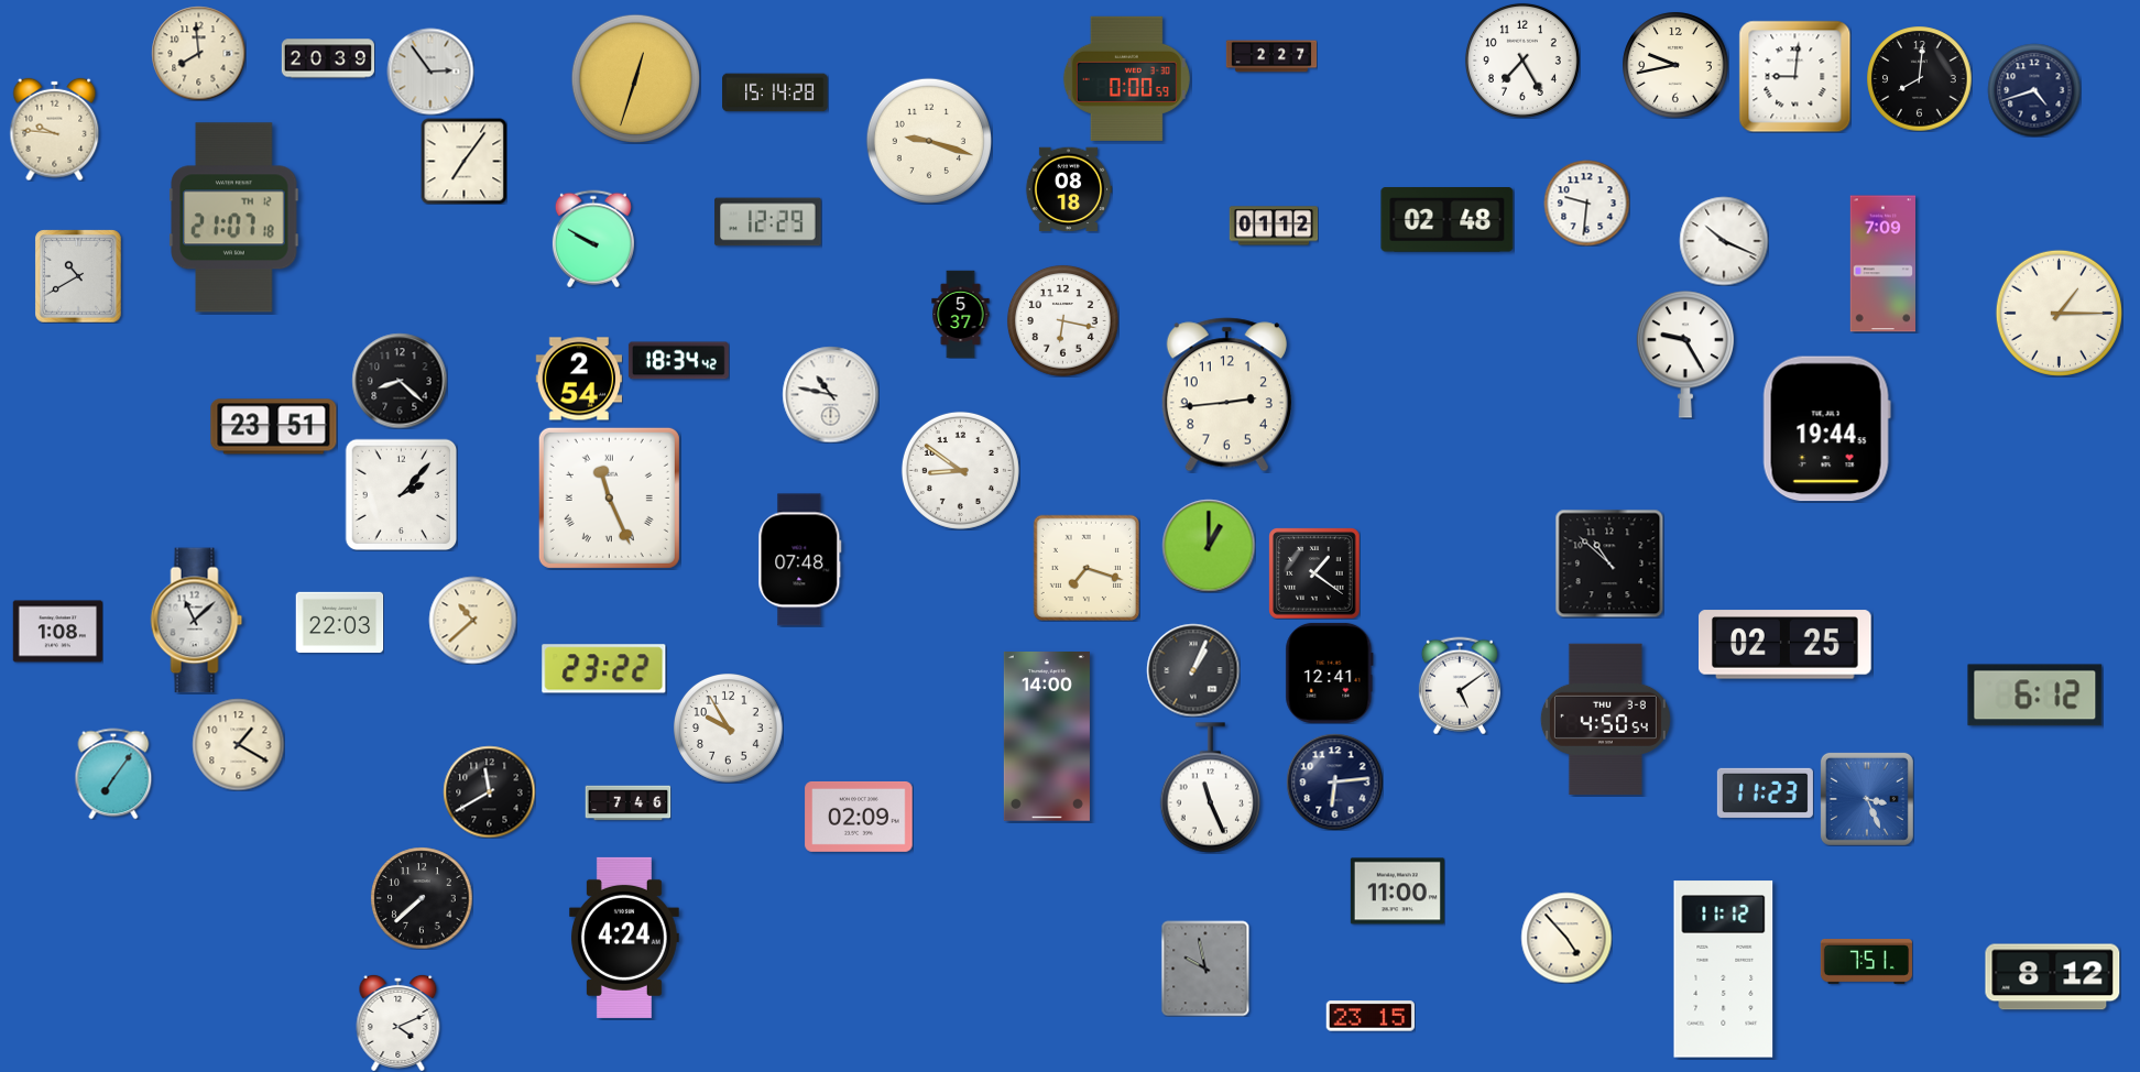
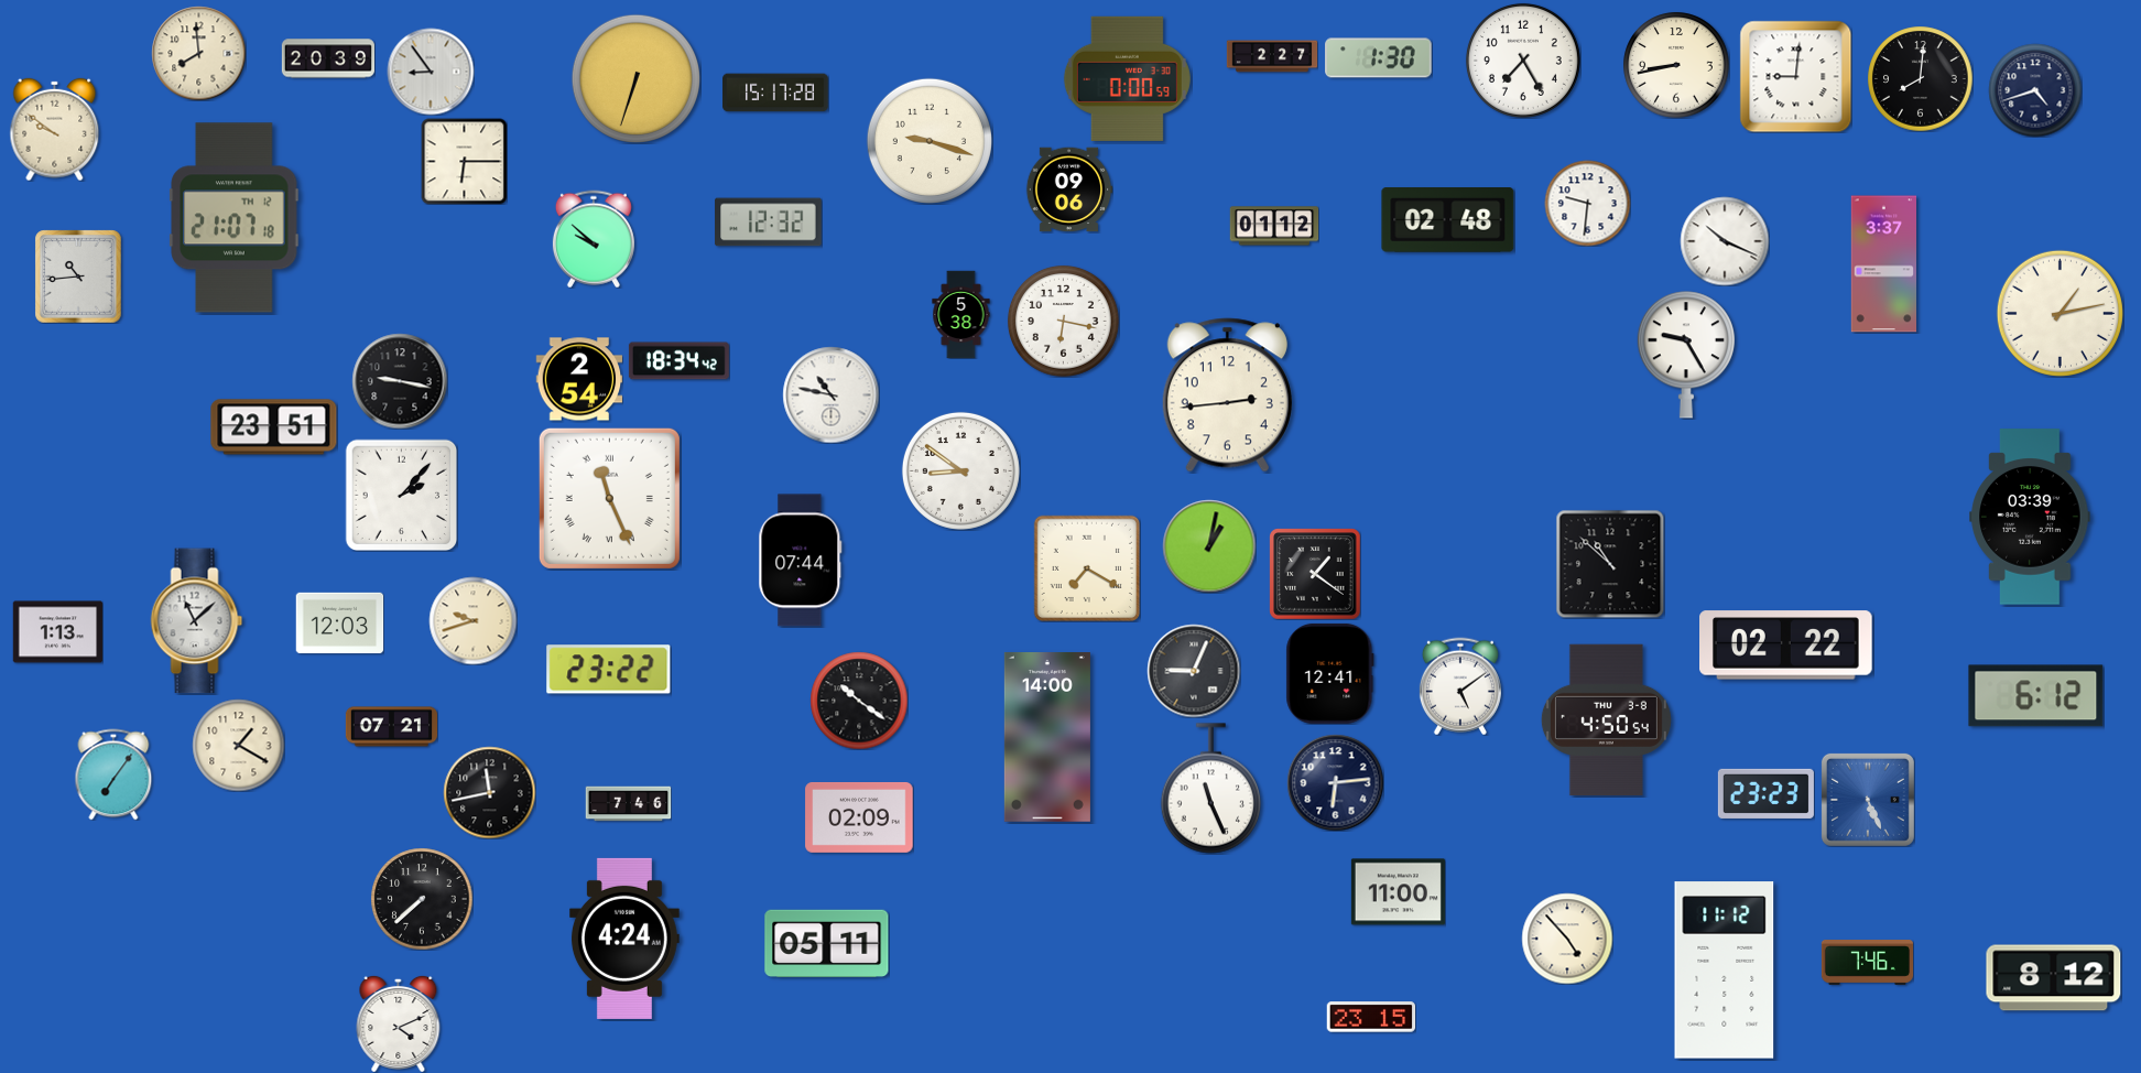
clock at (1379, 58): none -> 1:30
clock at (1675, 65): 9:43 -> 8:43
clock at (430, 72): 2:54 -> 8:54
clock at (635, 78): 12:33 -> 6:33
clock at (775, 92): 15:14 -> 15:17
clock at (55, 129): 9:46 -> 9:51
clock at (463, 161): 7:06 -> 6:15
clock at (1069, 189): 08:18 -> 09:06
clock at (768, 222): 12:29 -> 12:32
clock at (593, 239): 9:50 -> 9:52
clock at (1884, 264): 7:09 -> 3:37
clock at (78, 276): 10:40 -> 10:44
clock at (2059, 313): 1:15 -> 1:13
clock at (961, 314): 5:37 -> 5:38
clock at (400, 381): 8:22 -> 9:17
clock at (1826, 429): 19:44 -> none
clock at (2030, 517): none -> 03:39
clock at (1209, 546): 1:00 -> 1:02
clock at (800, 560): 07:48 -> 07:44
clock at (1085, 567): 7:18 -> 7:20
clock at (472, 620): 10:38 -> 9:42
clock at (339, 623): 22:03 -> 12:03
clock at (57, 632): 1:08 -> 1:13
clock at (1786, 645): 02:25 -> 02:22
clock at (604, 669) position: (604, 669) -> (609, 670)
clock at (1193, 670): 1:04 -> 9:04
clock at (859, 701): none -> 10:21
clock at (391, 727): none -> 07:21
clock at (729, 729): 9:55 -> none
clock at (489, 791): 11:40 -> 11:43
clock at (1765, 792): 11:23 -> 23:23
clock at (1867, 799): 3:26 -> 5:26
clock at (827, 943): none -> 05:11
clock at (1866, 962): 7:51 -> 7:46
clock at (1205, 969): 9:58 -> none
